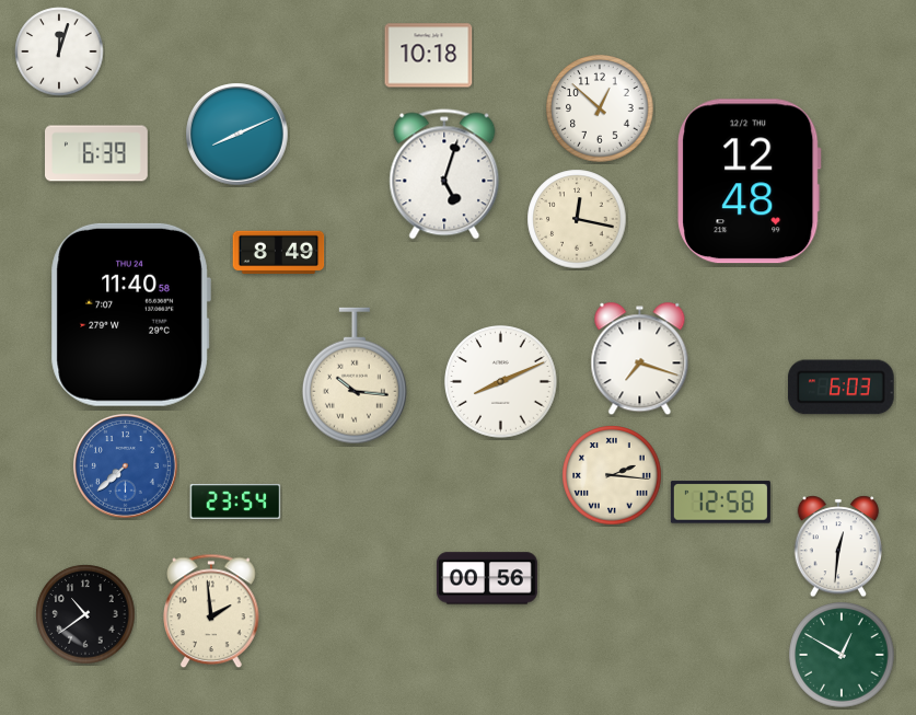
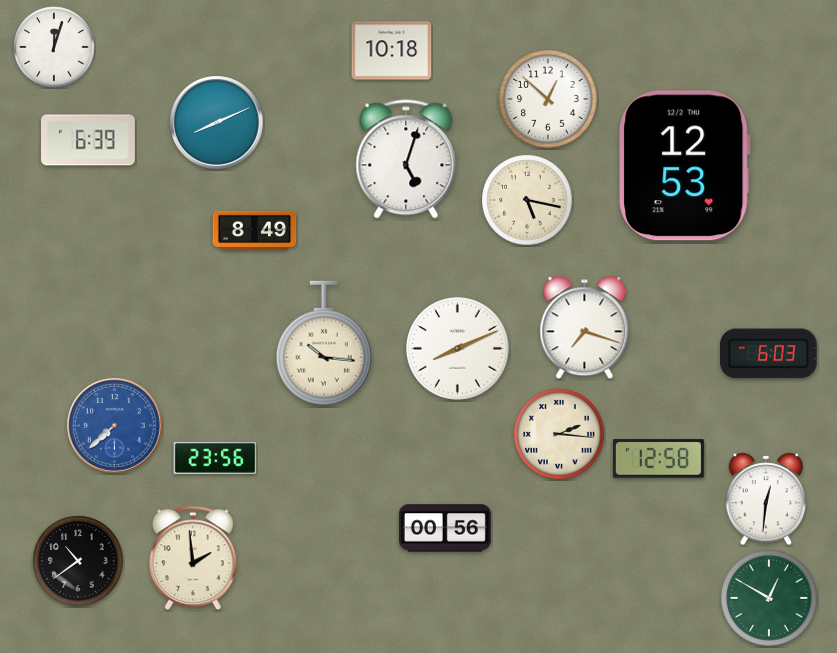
clock at (750, 182): 12:48 -> 12:53
clock at (577, 219): 12:17 -> 5:17
clock at (130, 314): 11:40 -> none
clock at (235, 501): 23:54 -> 23:56
